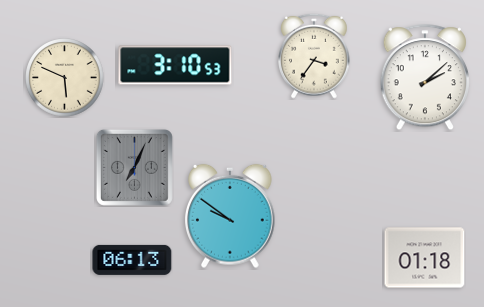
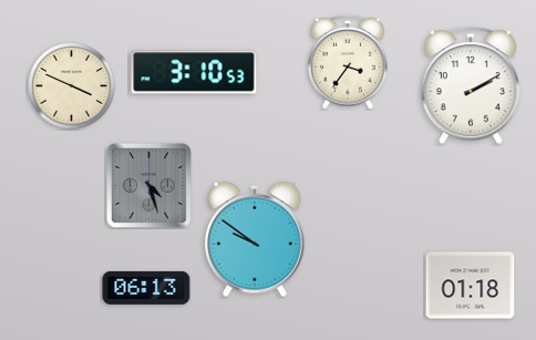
clock at (65, 78): 5:49 -> 3:49
clock at (425, 78): 2:08 -> 2:10
clock at (134, 167): 7:04 -> 4:27
